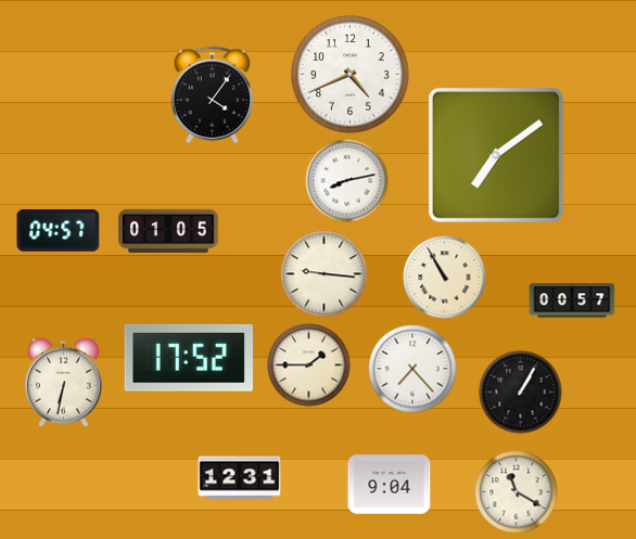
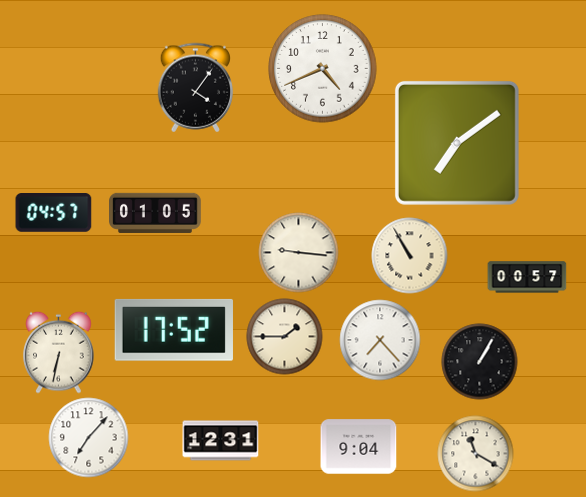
clock at (347, 181): 8:13 -> none
clock at (89, 438): none -> 7:07
